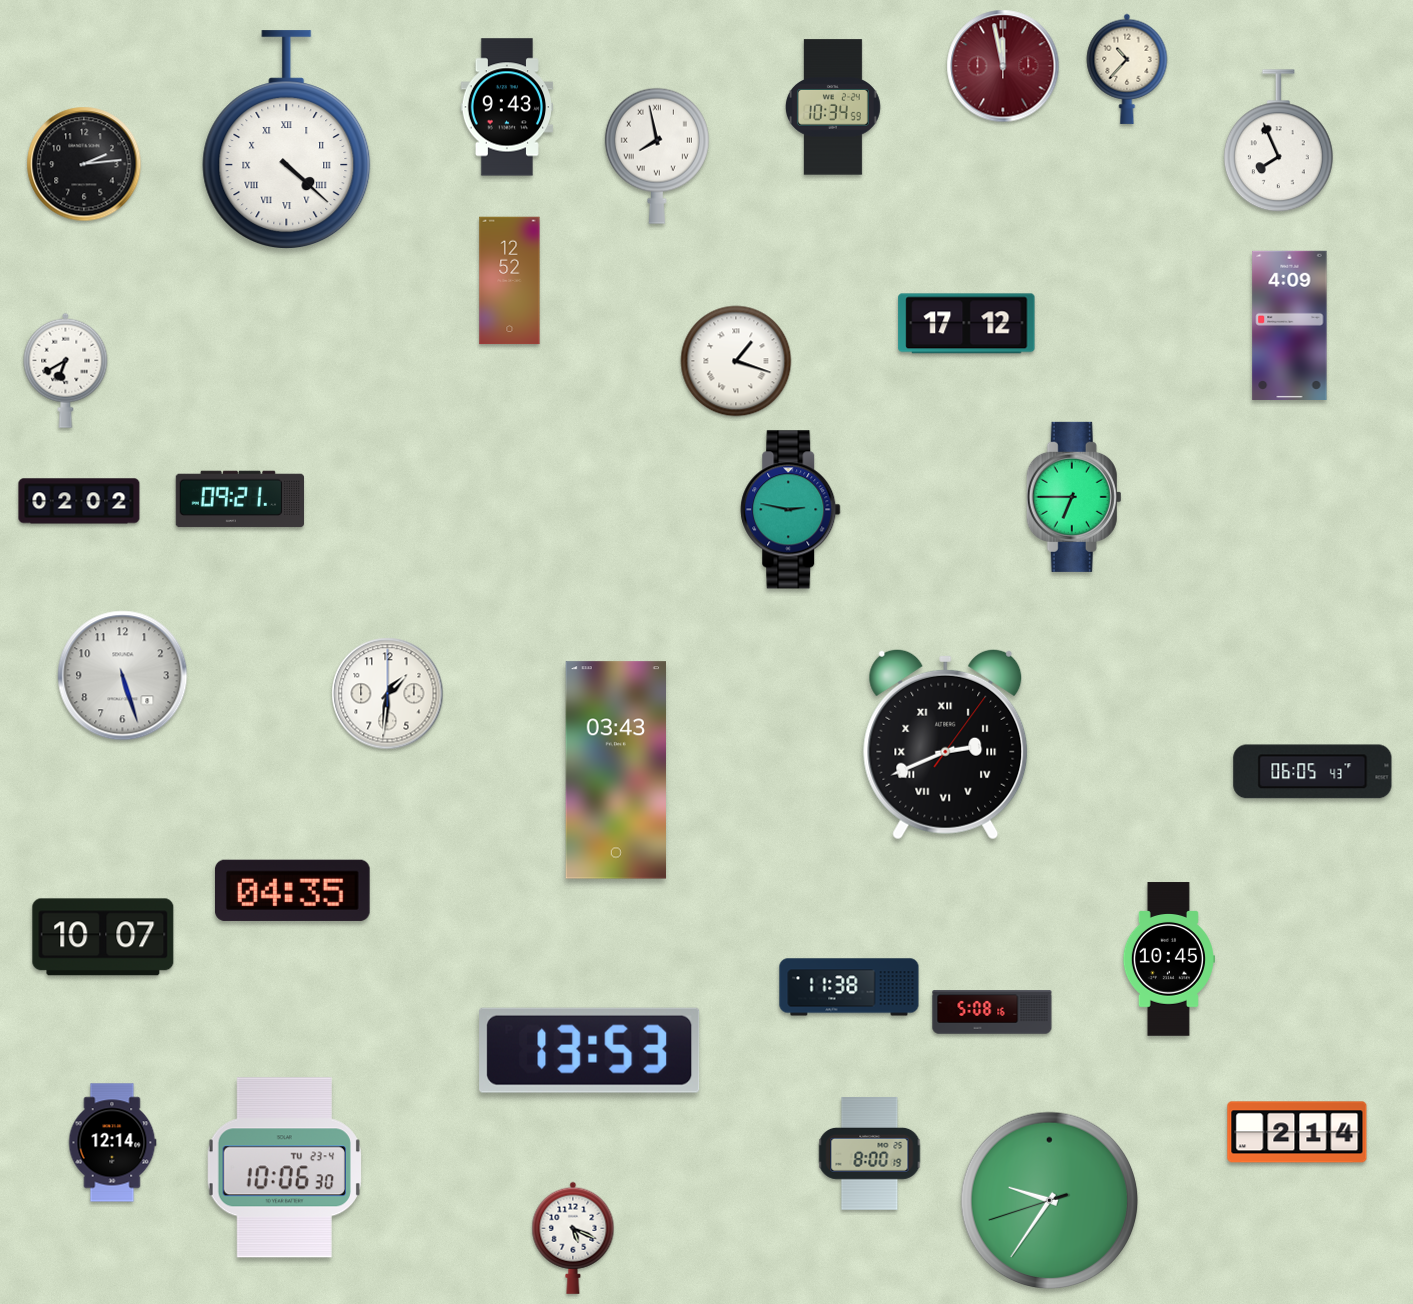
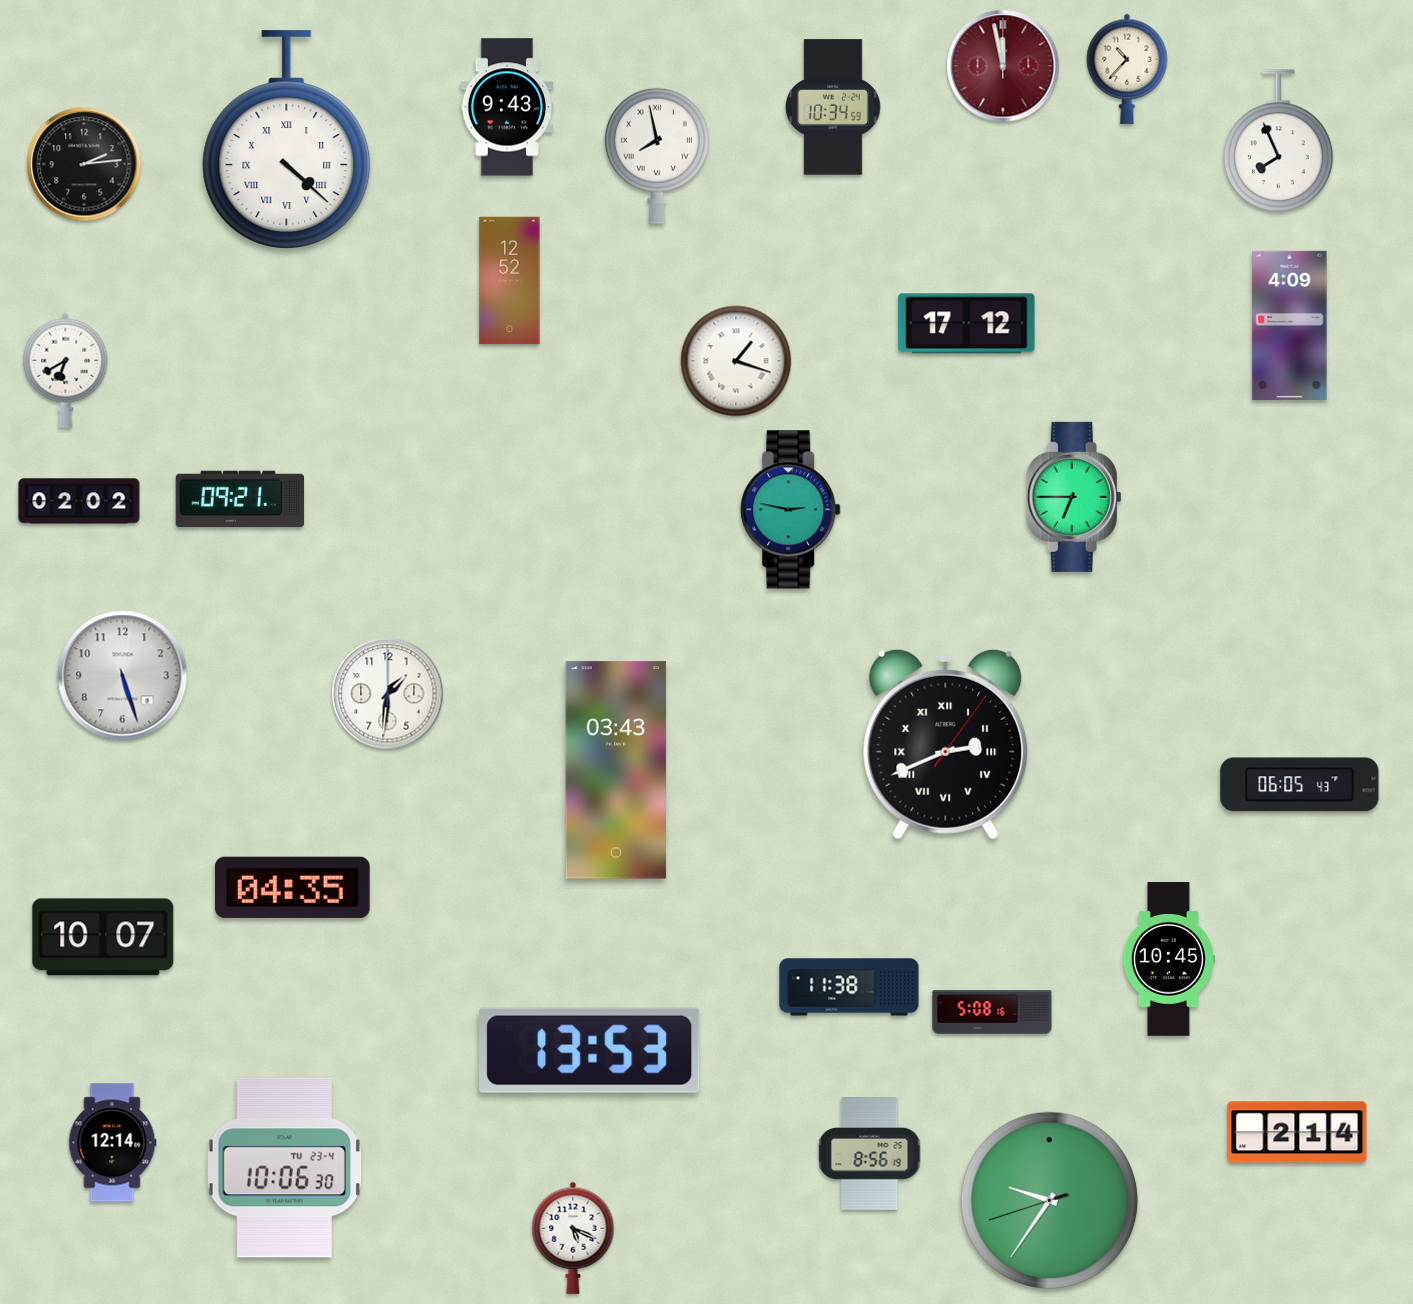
clock at (1313, 772) position: (1313, 772) -> (1300, 785)
clock at (293, 890) position: (293, 890) -> (293, 887)
clock at (870, 1154): 8:00 -> 8:56
